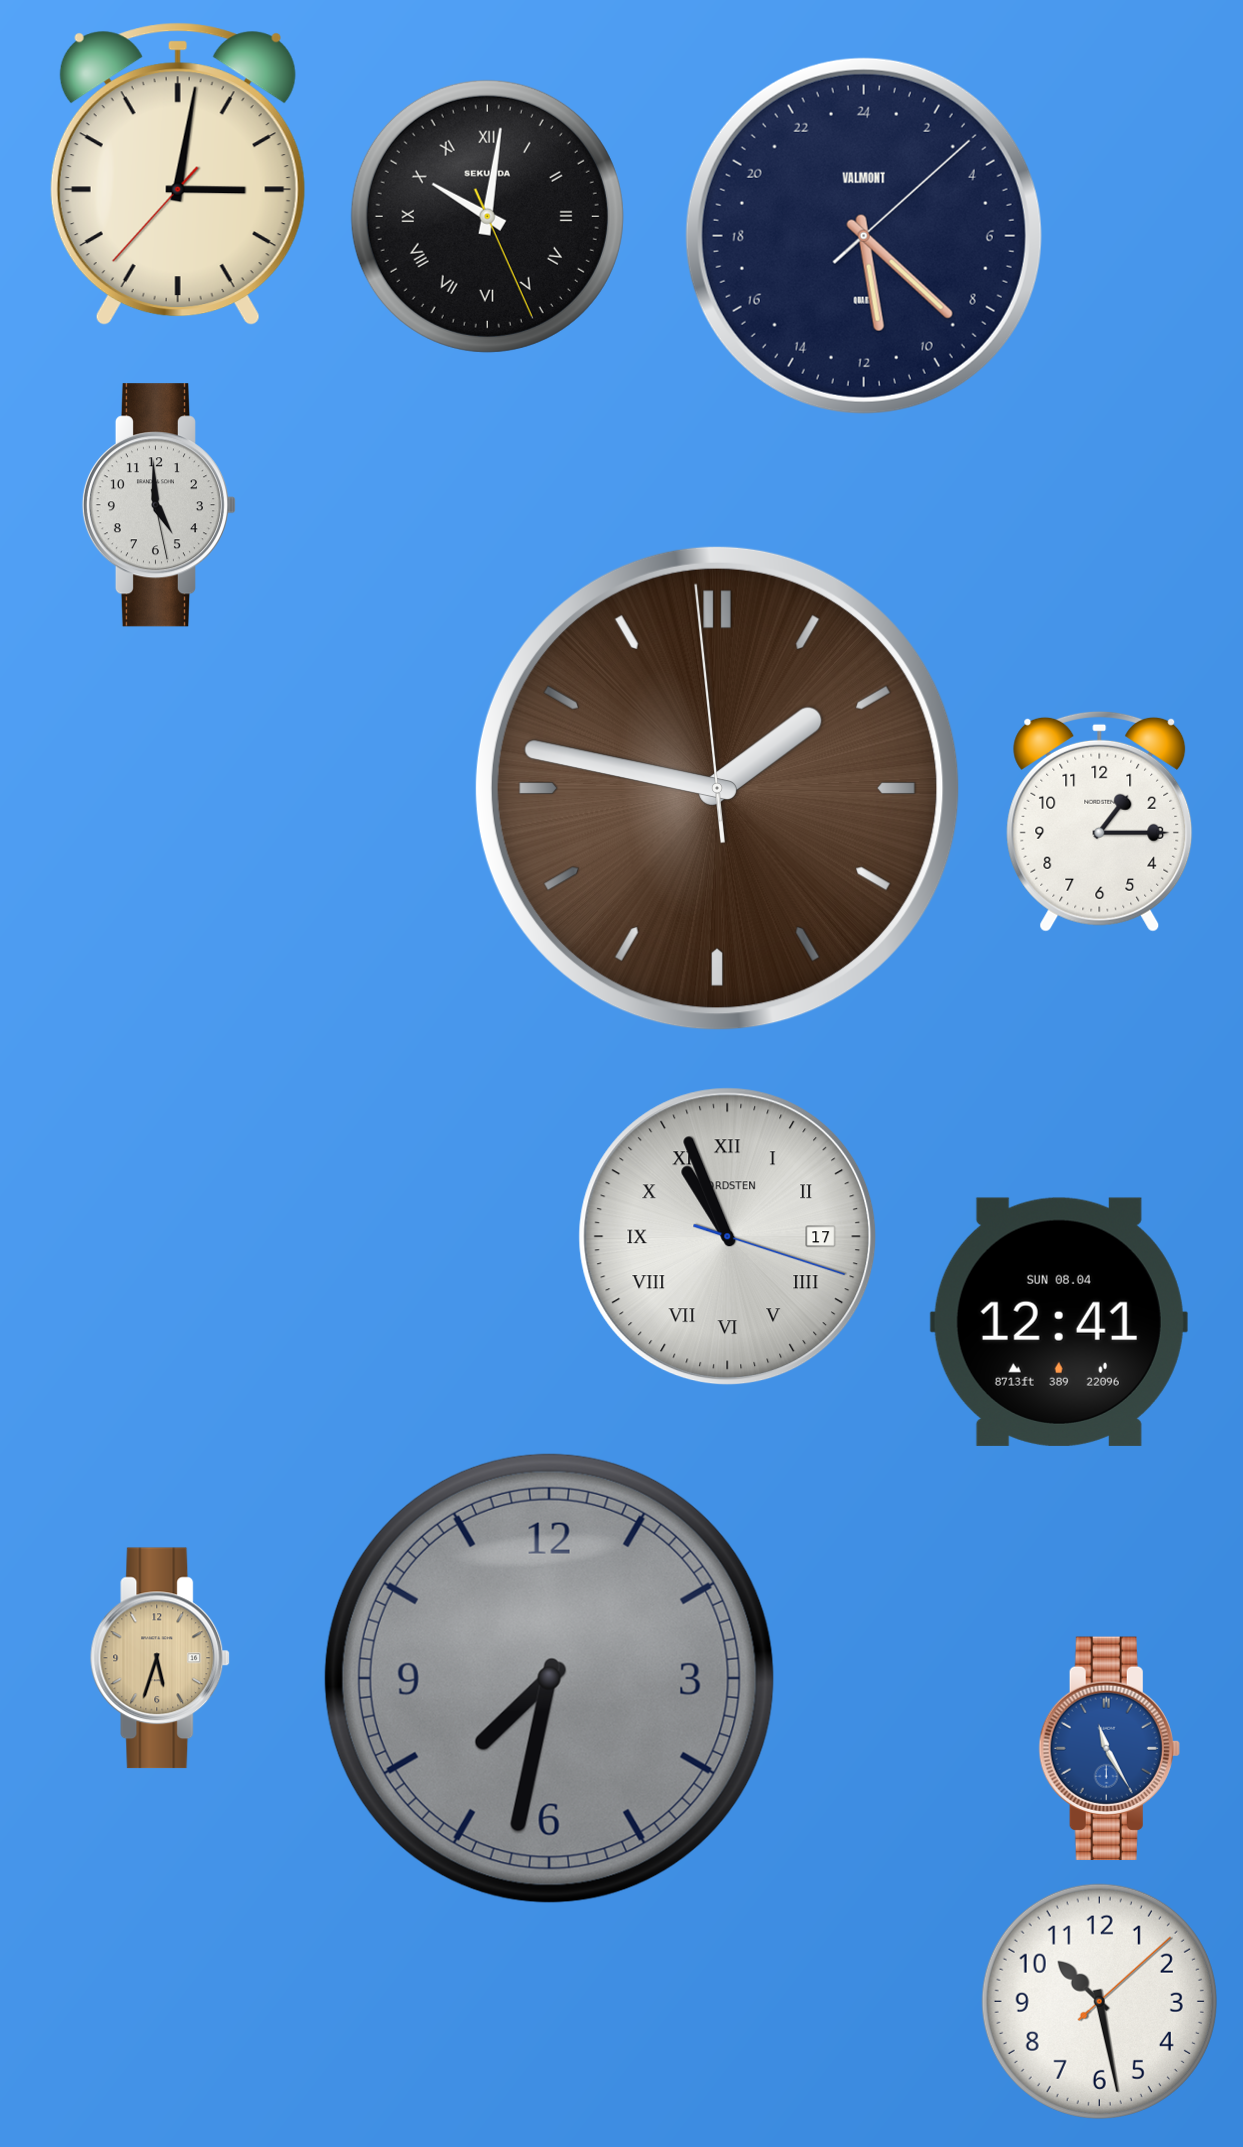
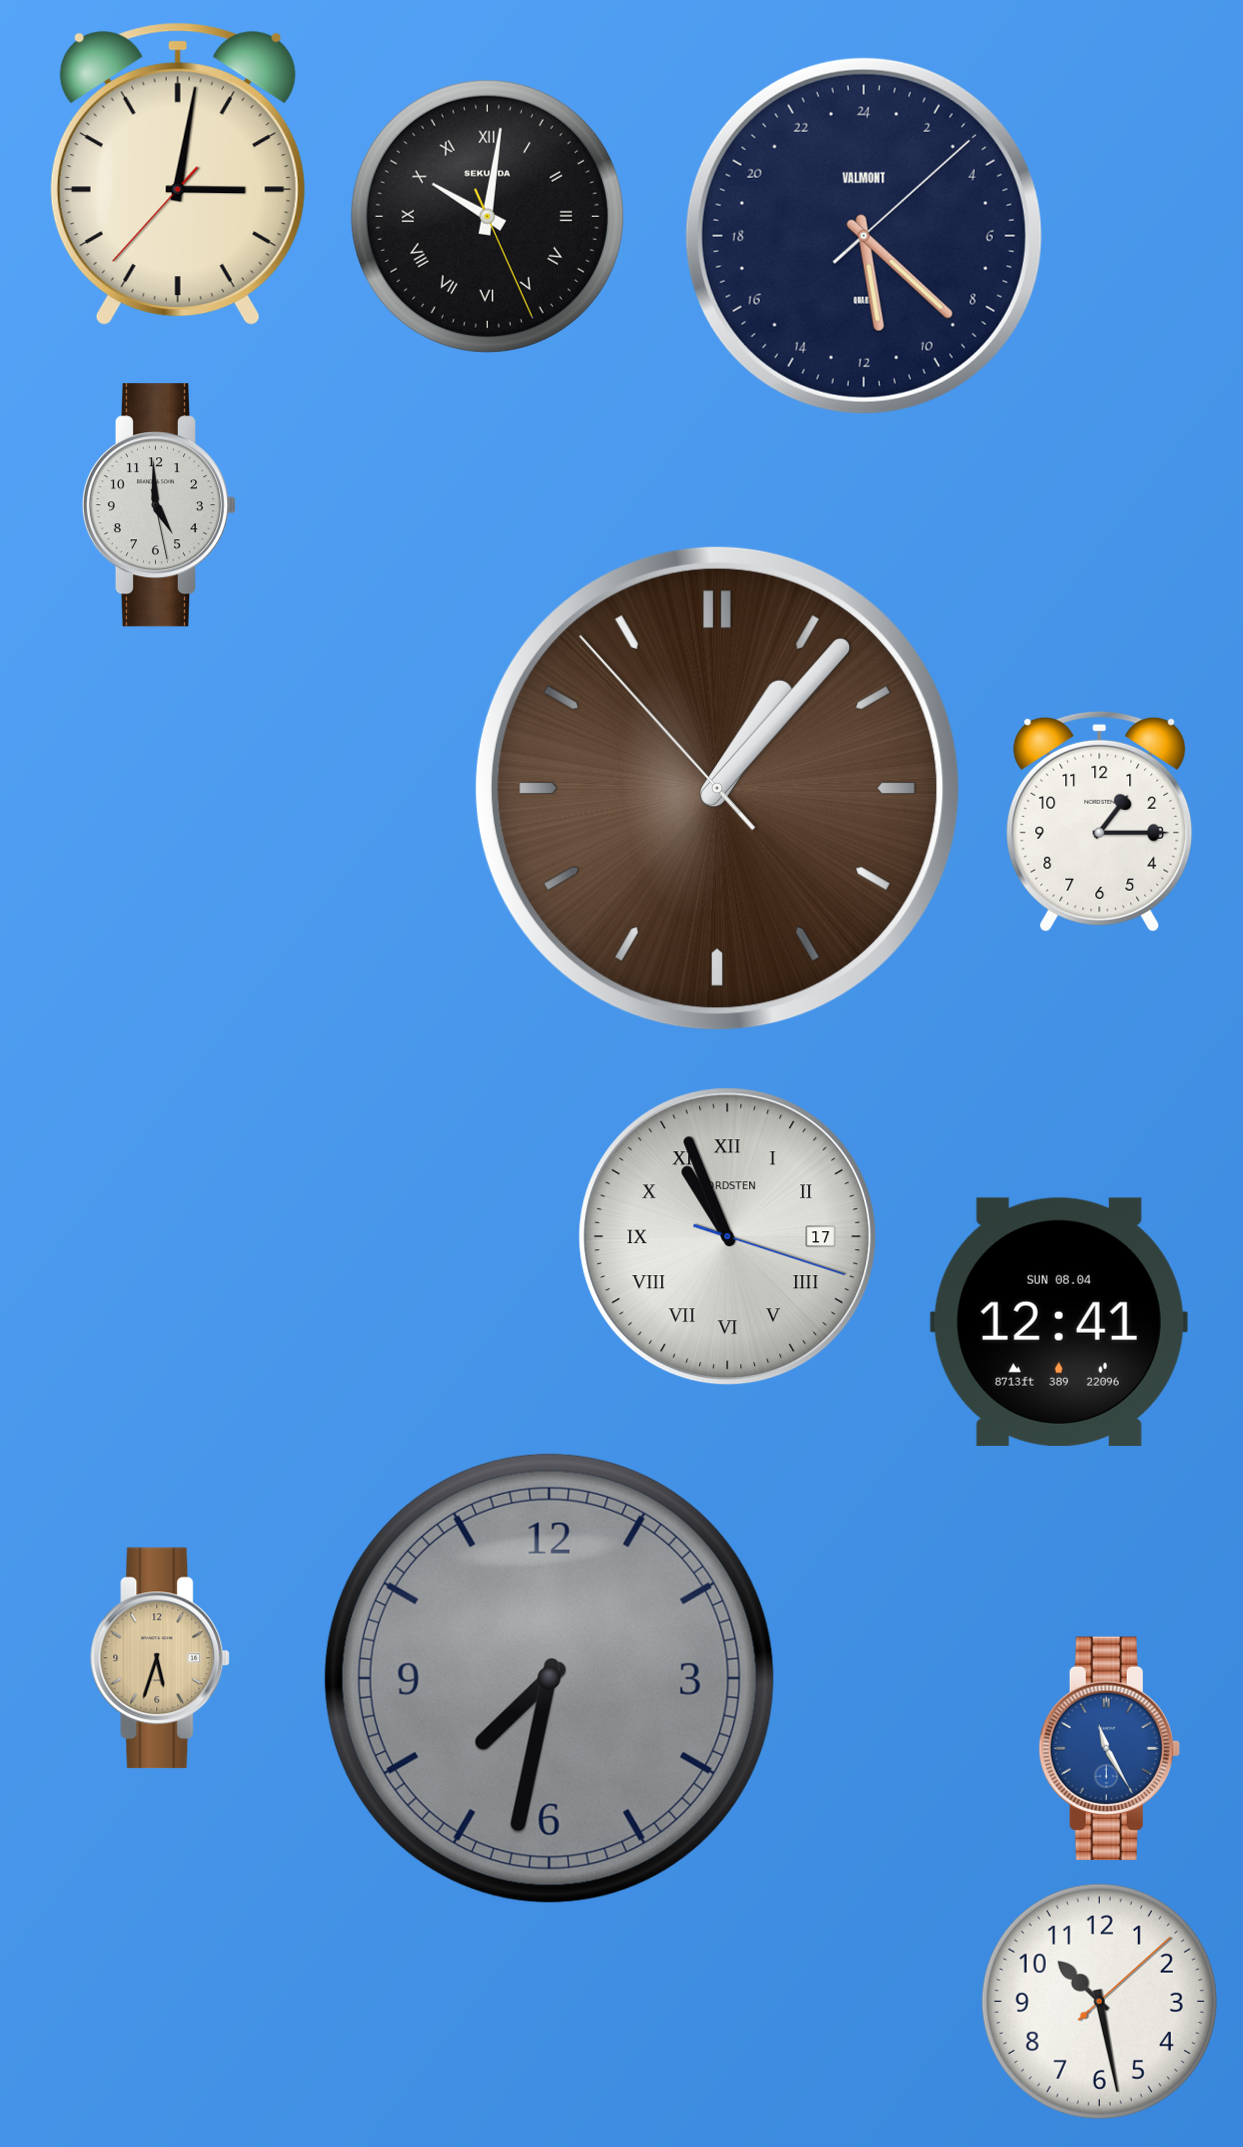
clock at (717, 788): 1:46 -> 1:06
